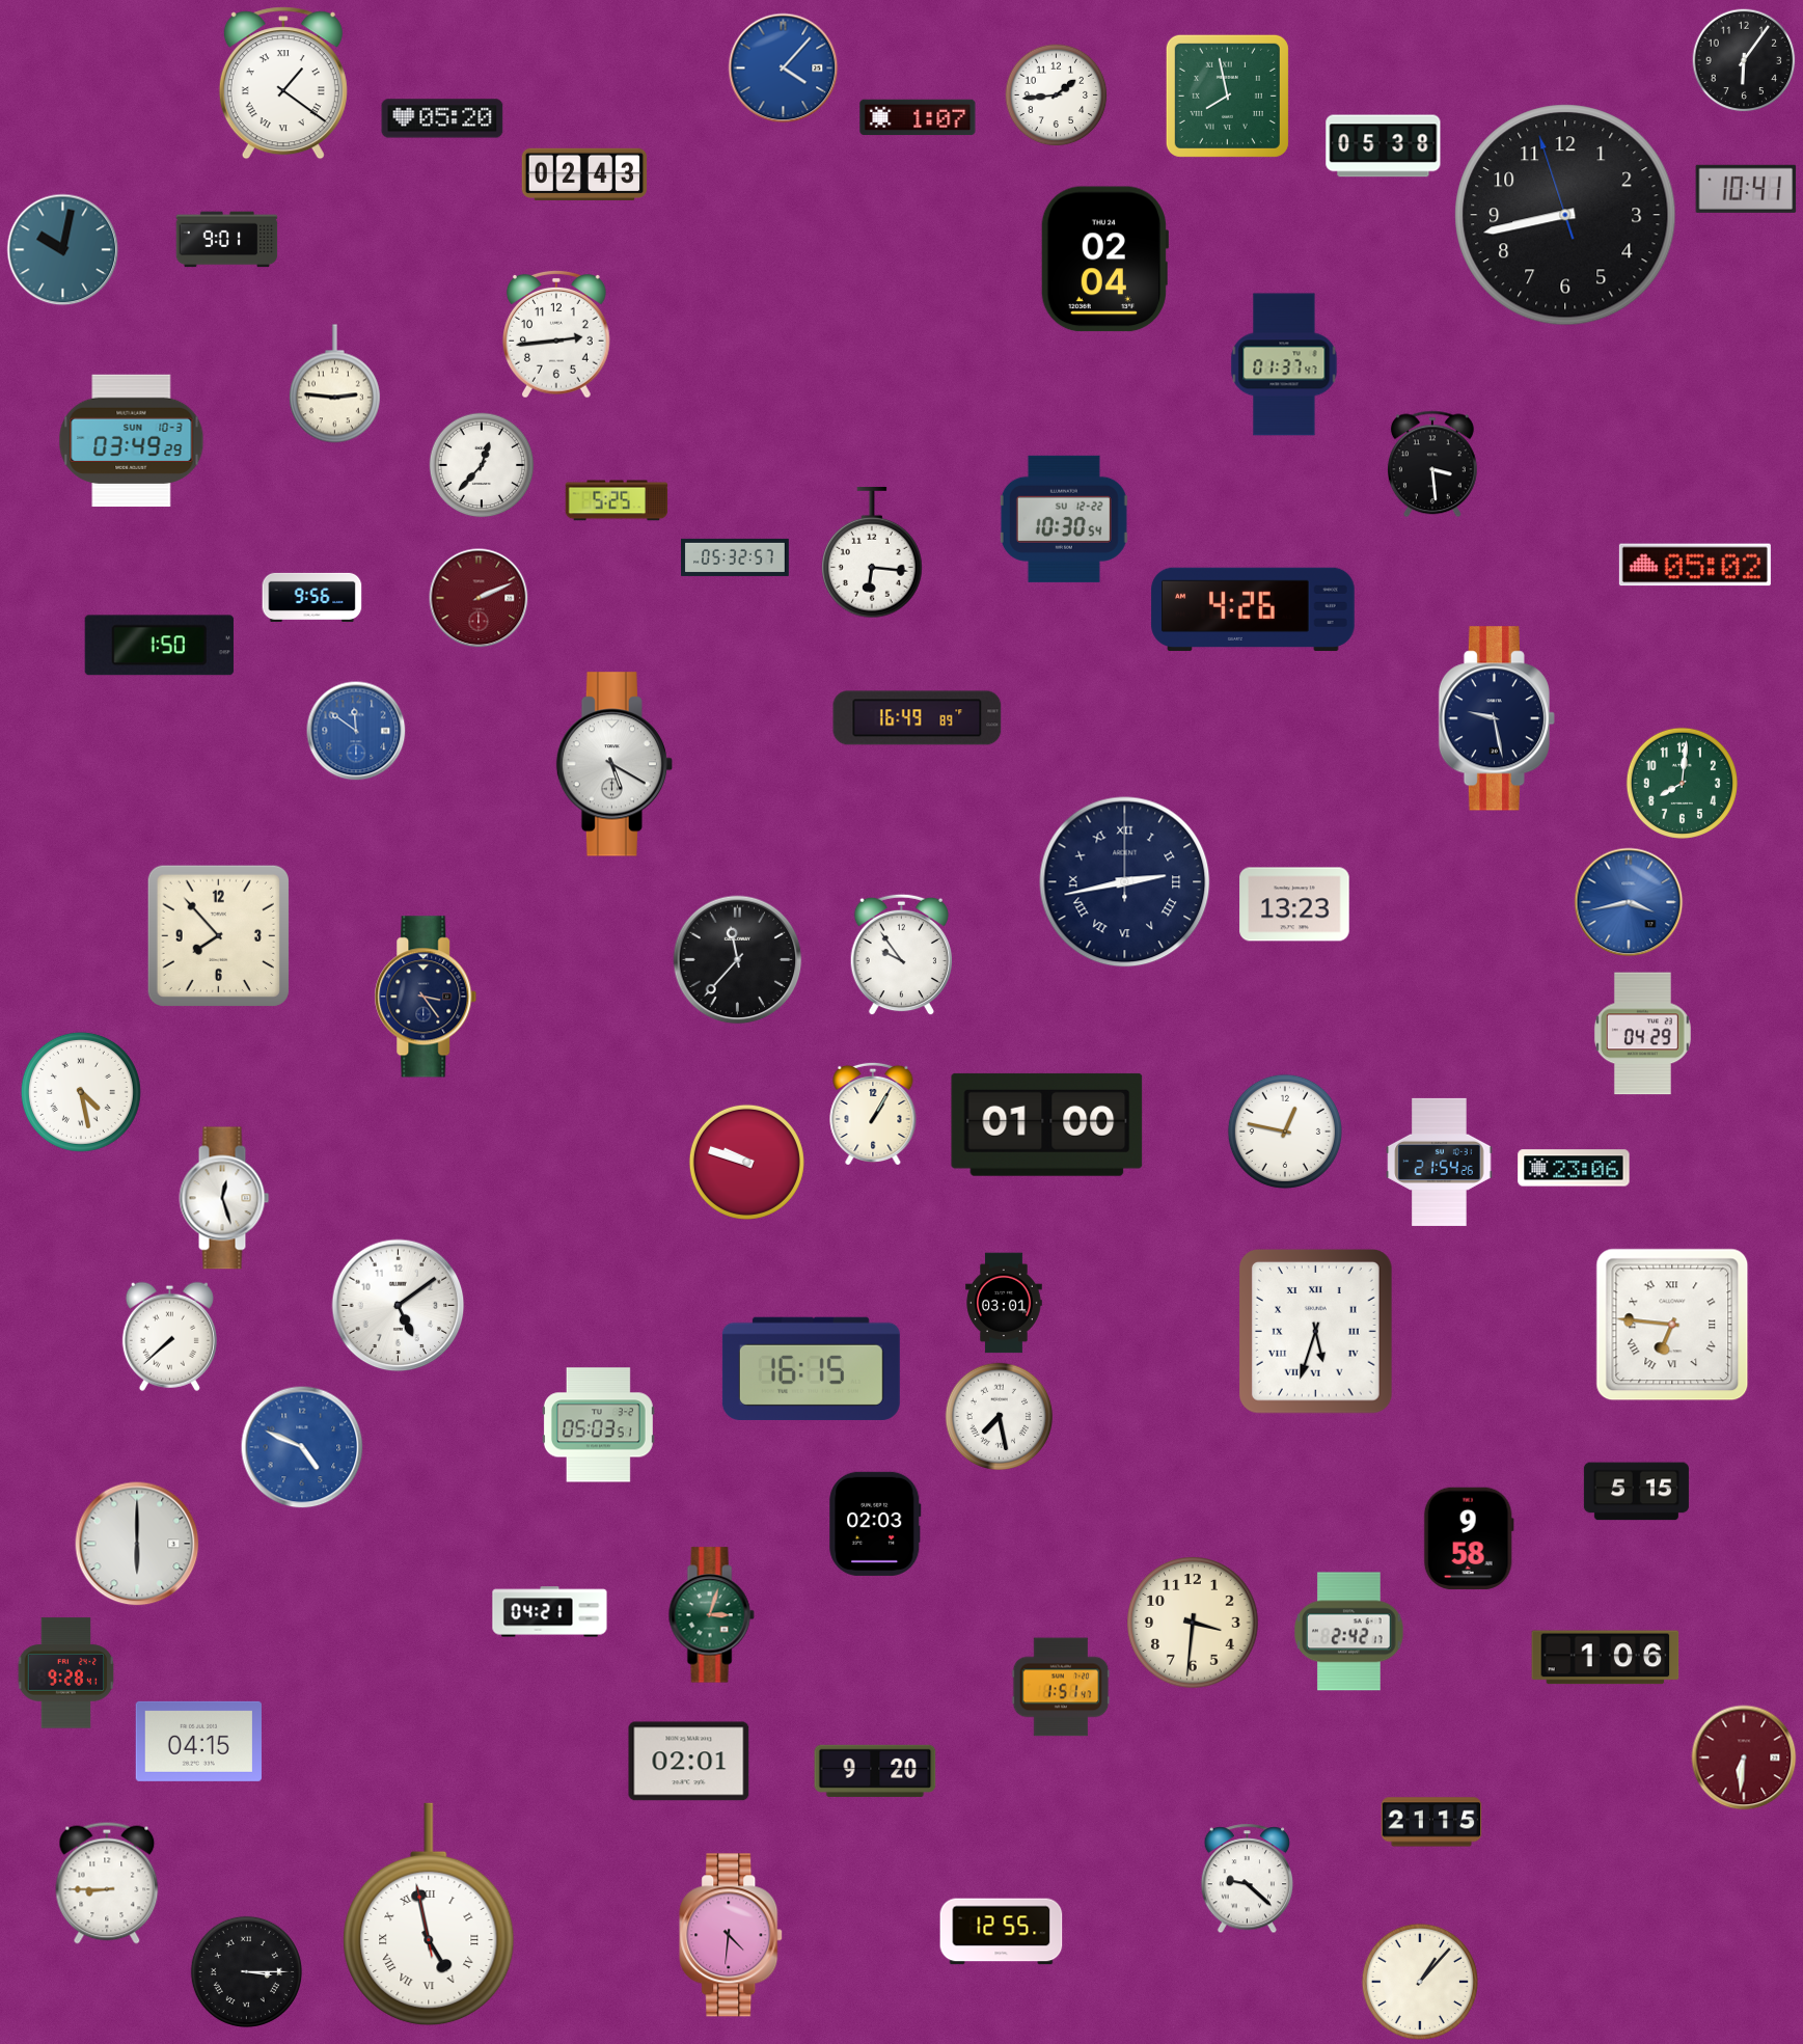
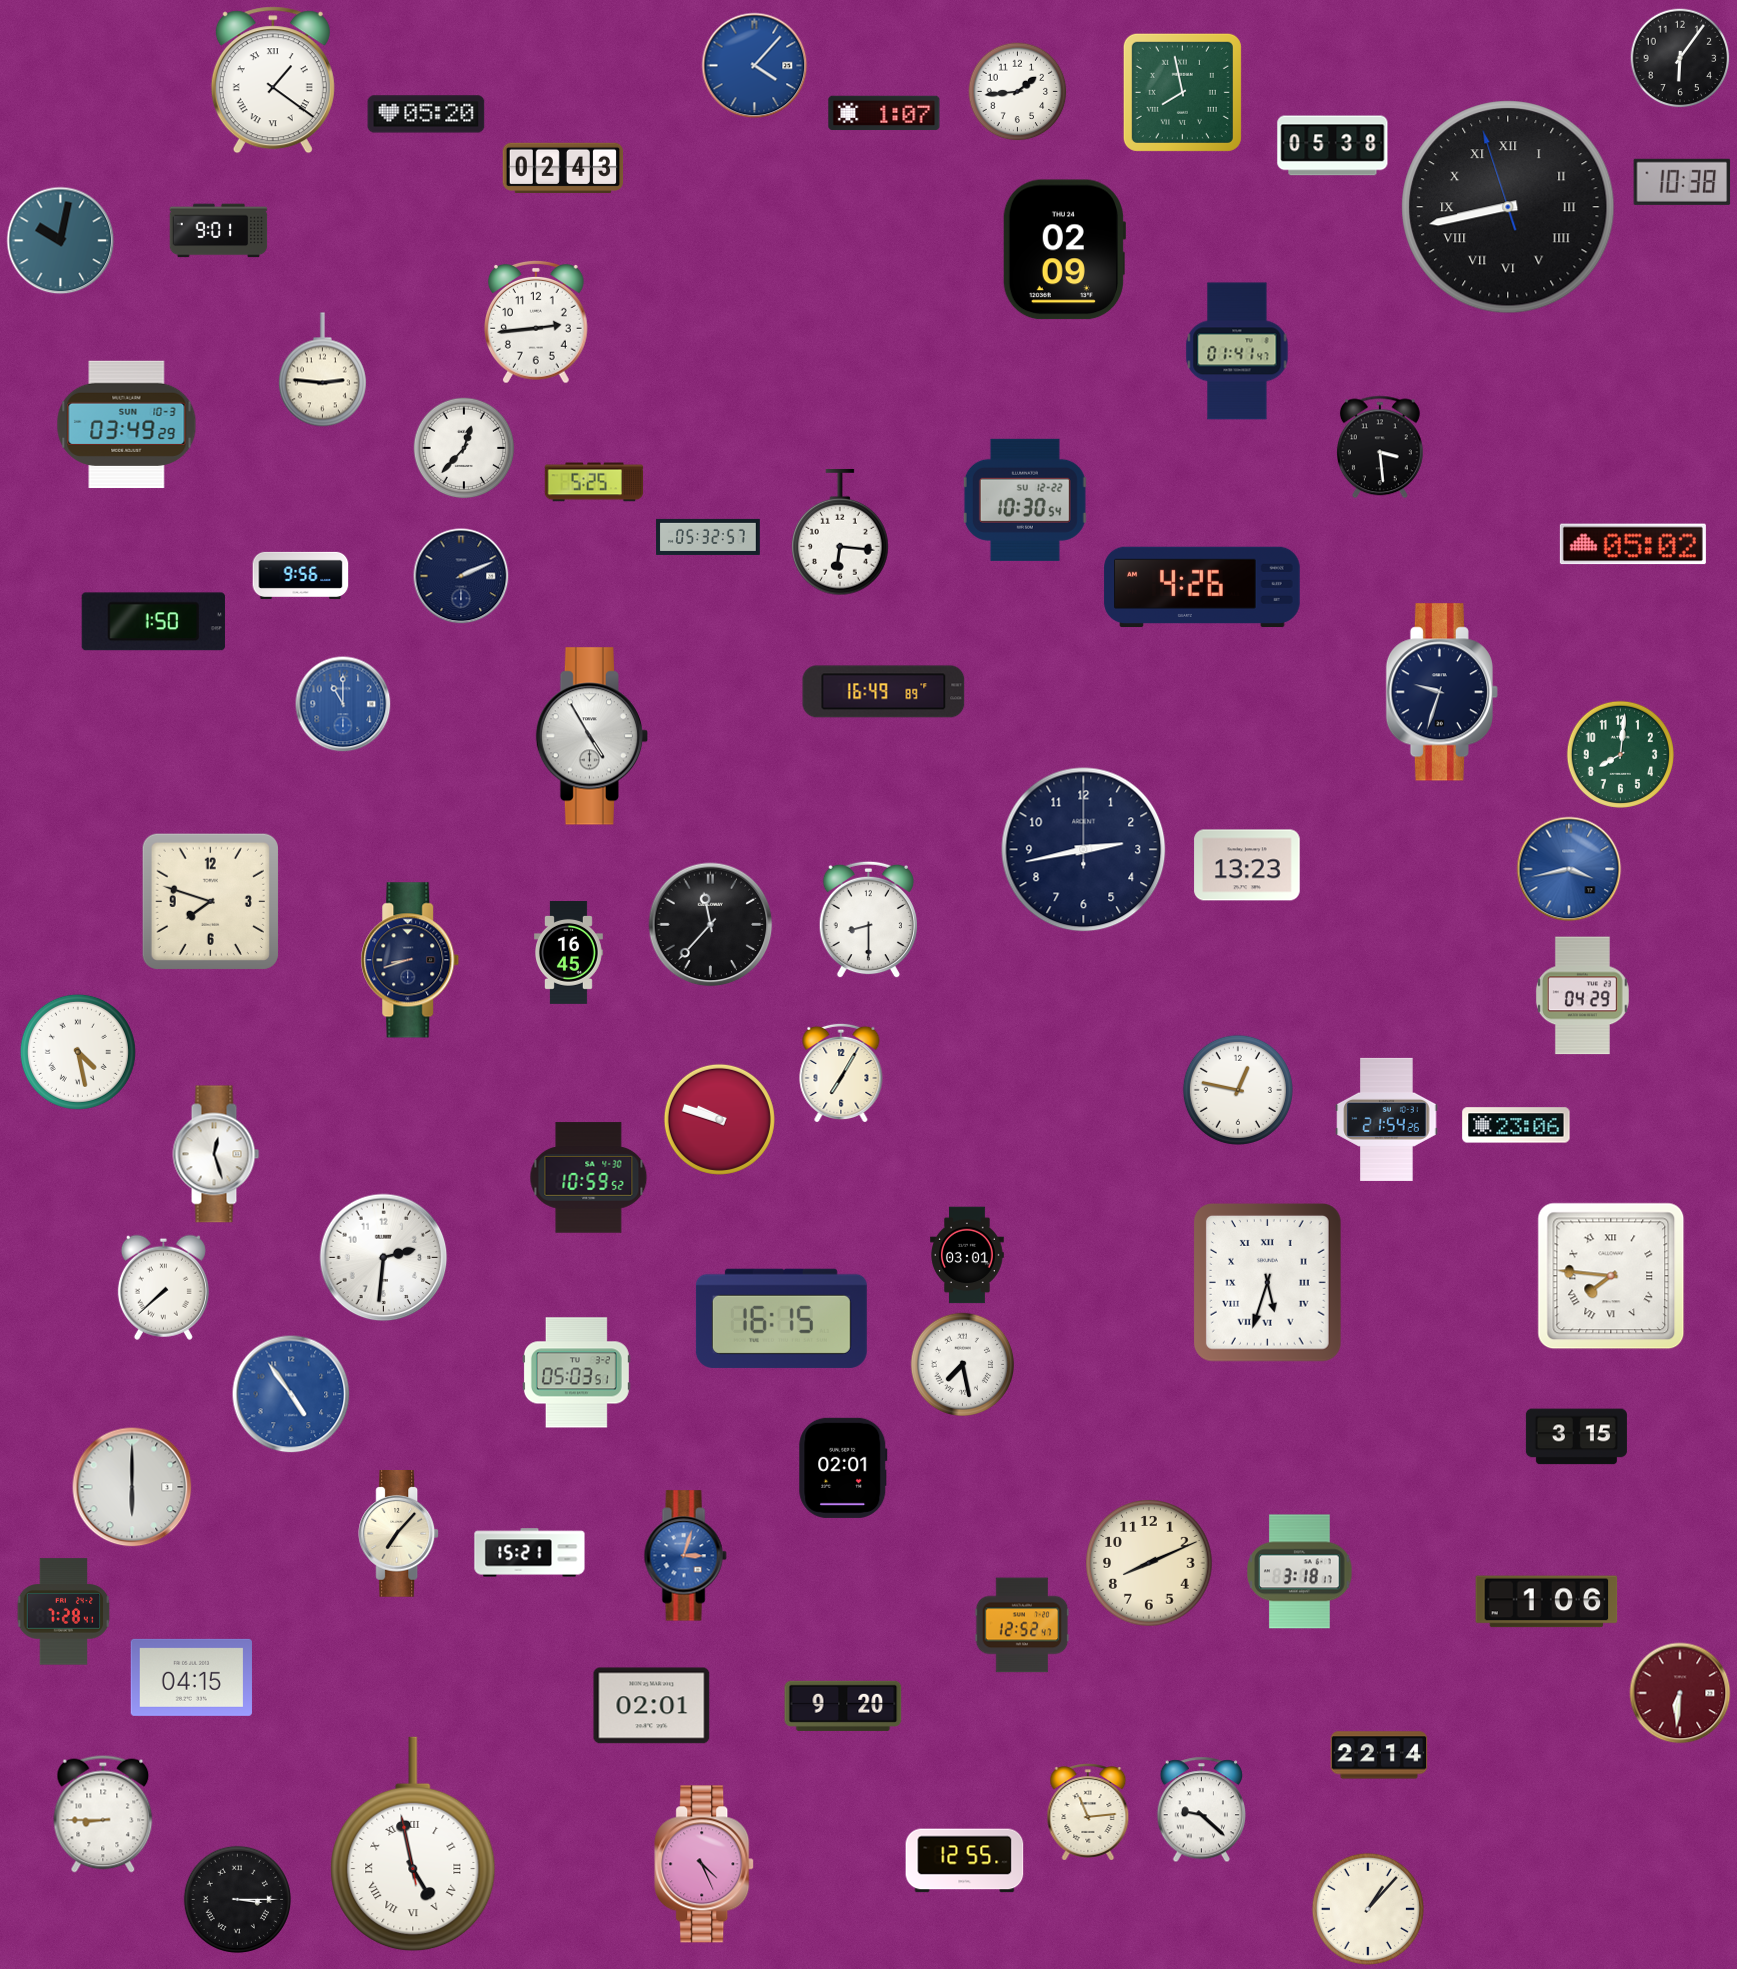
clock at (1384, 146) position: (1384, 146) -> (1333, 146)
clock at (1746, 189): 10:41 -> 10:38
clock at (1565, 215) numerals: Arabic -> Roman
clock at (1103, 260): 02:04 -> 02:09
clock at (1284, 364): 01:37 -> 01:41
clock at (479, 598) dial: burgundy -> navy
clock at (1253, 609) position: (1253, 609) -> (1202, 587)
clock at (1496, 718): 9:28 -> 9:33
clock at (356, 731): 11:51 -> 11:00
clock at (613, 764): 5:20 -> 4:55
clock at (1125, 882) numerals: Roman -> Arabic
clock at (1294, 904) position: (1294, 904) -> (1247, 865)
clock at (218, 935): 7:53 -> 7:48
clock at (901, 955): 9:54 -> 8:30
clock at (569, 953): none -> 16:45
clock at (426, 997): 3:24 -> 8:42
clock at (873, 1113): 1:05 -> 7:05
clock at (1047, 1124): 01:00 -> none
clock at (589, 1178): none -> 10:59
clock at (399, 1306): 5:09 -> 2:31
clock at (1672, 1325): 6:46 -> 7:46
clock at (302, 1447): 4:49 -> 4:54
clock at (1636, 1492): 5:15 -> 3:15
clock at (875, 1524): 02:03 -> 02:01
clock at (1469, 1537): 9:58 -> none
clock at (399, 1534): none -> 7:07
clock at (550, 1612): 04:21 -> 15:21
clock at (711, 1615) dial: green -> blue
clock at (1193, 1623): 3:31 -> 8:11
clock at (1349, 1632): 2:42 -> 3:18
clock at (1606, 1658) position: (1606, 1658) -> (1547, 1602)
clock at (66, 1673): 9:28 -> 7:28
clock at (1061, 1687): 1:51 -> 12:52
clock at (689, 1762) position: (689, 1762) -> (652, 1706)
clock at (1431, 1822): 21:15 -> 22:14
clock at (1088, 1812): none -> 11:14
clock at (732, 1935): 4:31 -> 4:26
